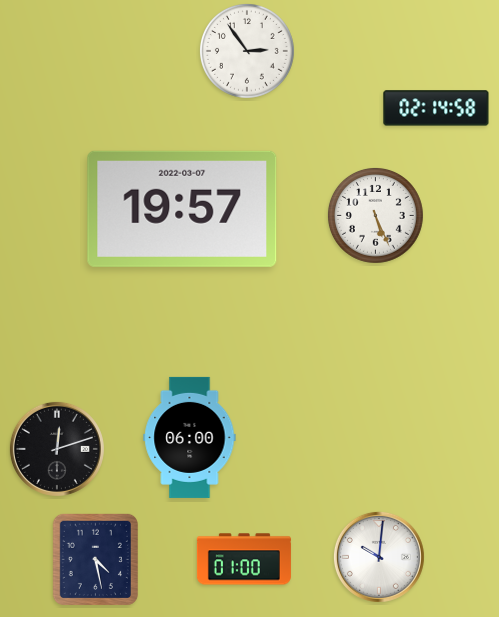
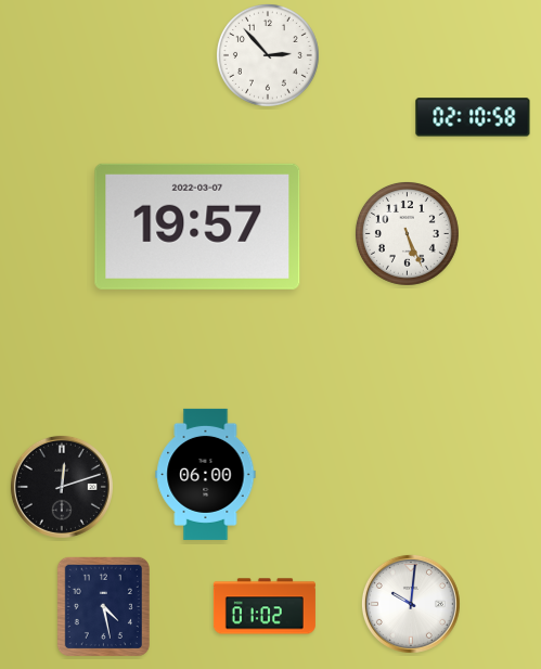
clock at (247, 51): 2:54 -> 2:53
clock at (436, 108): 02:14 -> 02:10
clock at (244, 559): 01:00 -> 01:02
